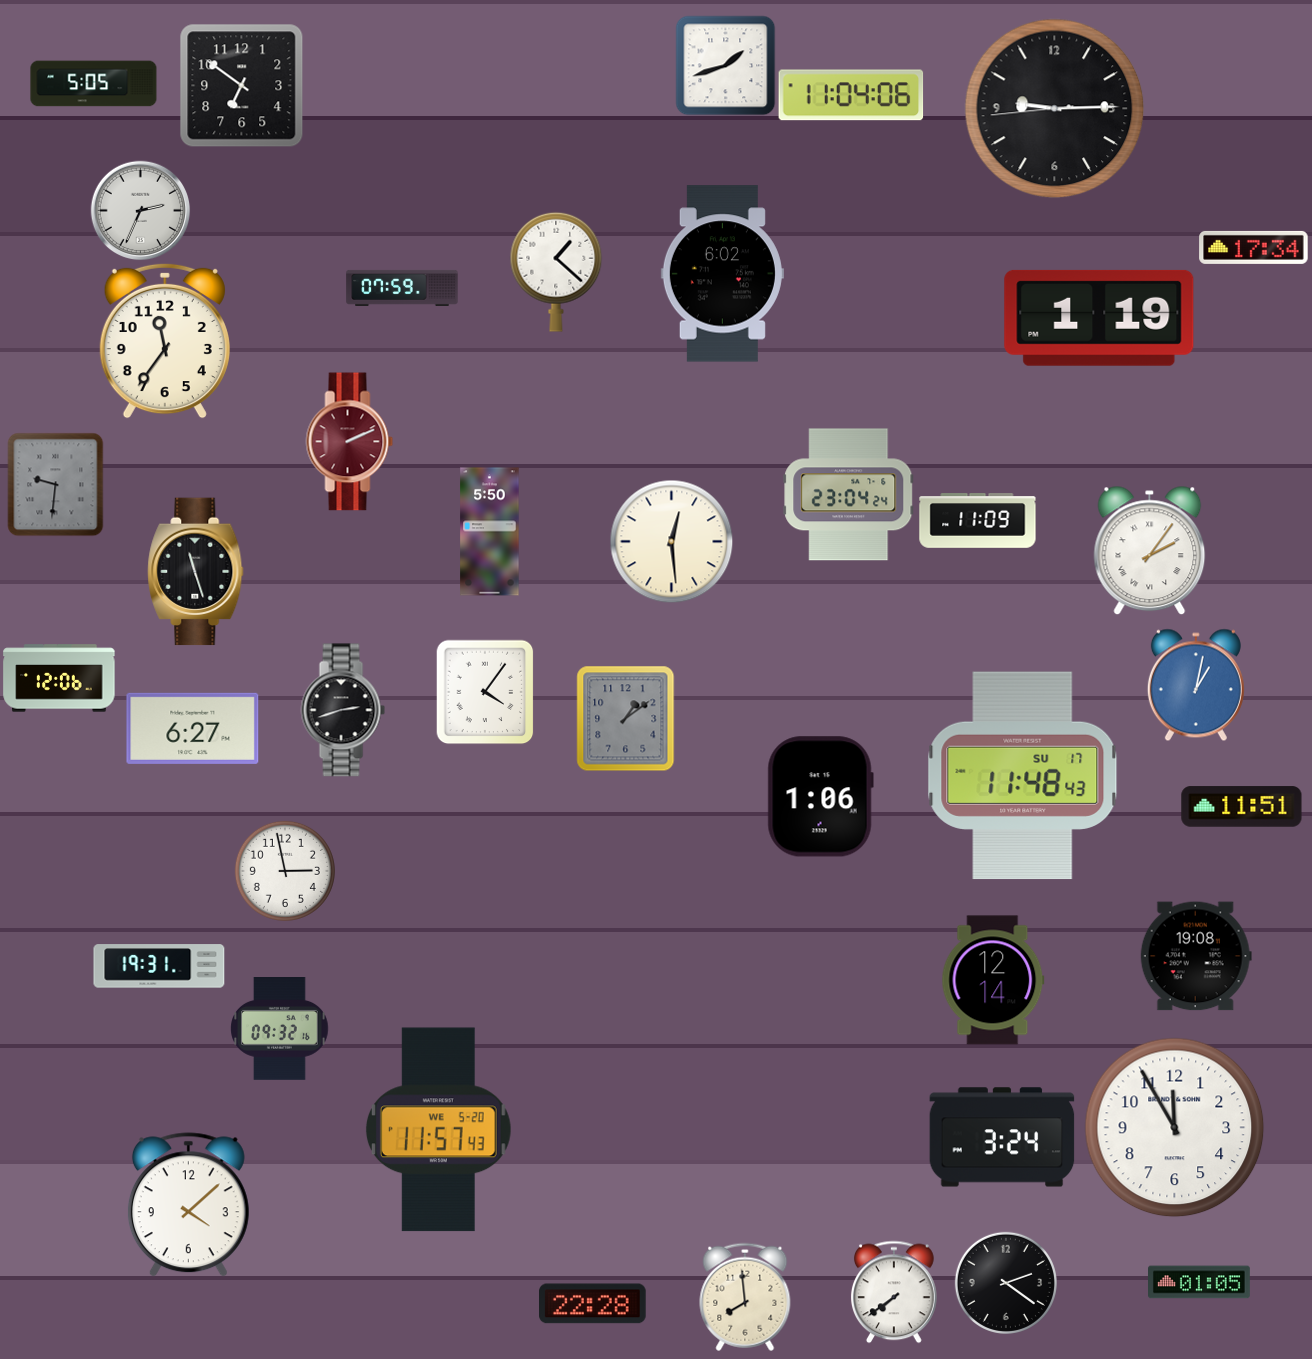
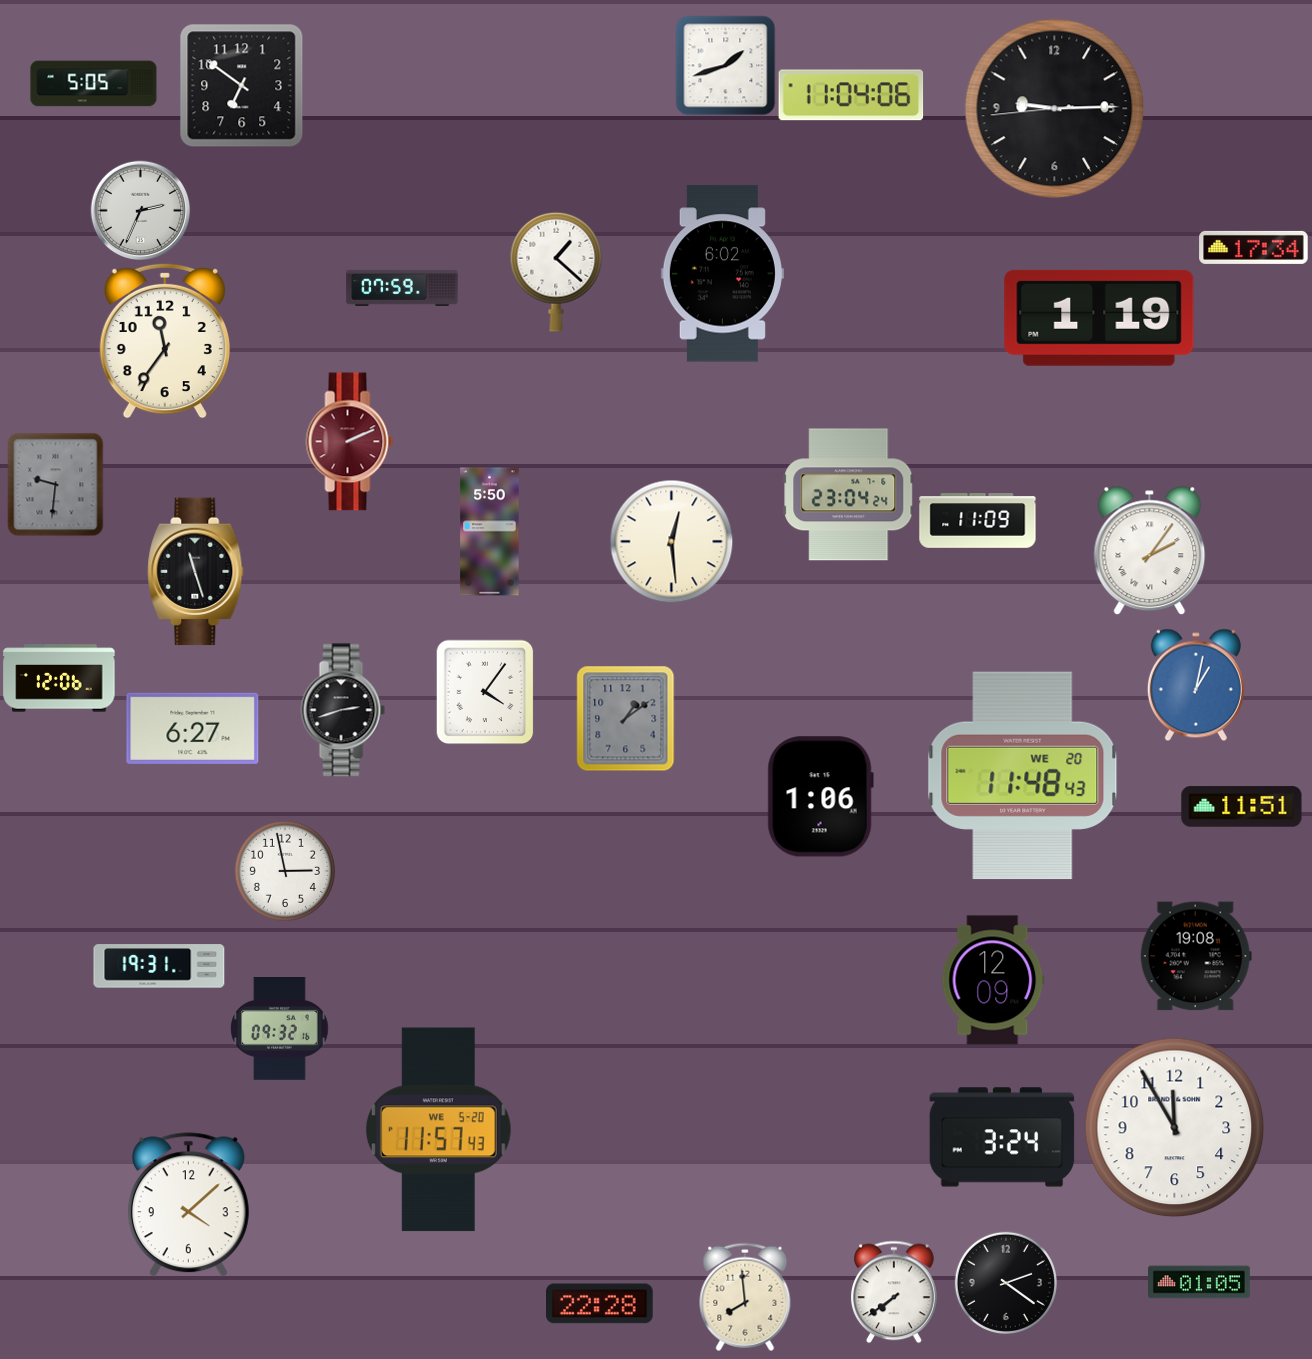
clock at (1023, 776) date: SU 17 -> WE 20
clock at (993, 980): 12:14 -> 12:09
clock at (593, 1304) position: (593, 1304) -> (600, 1304)
